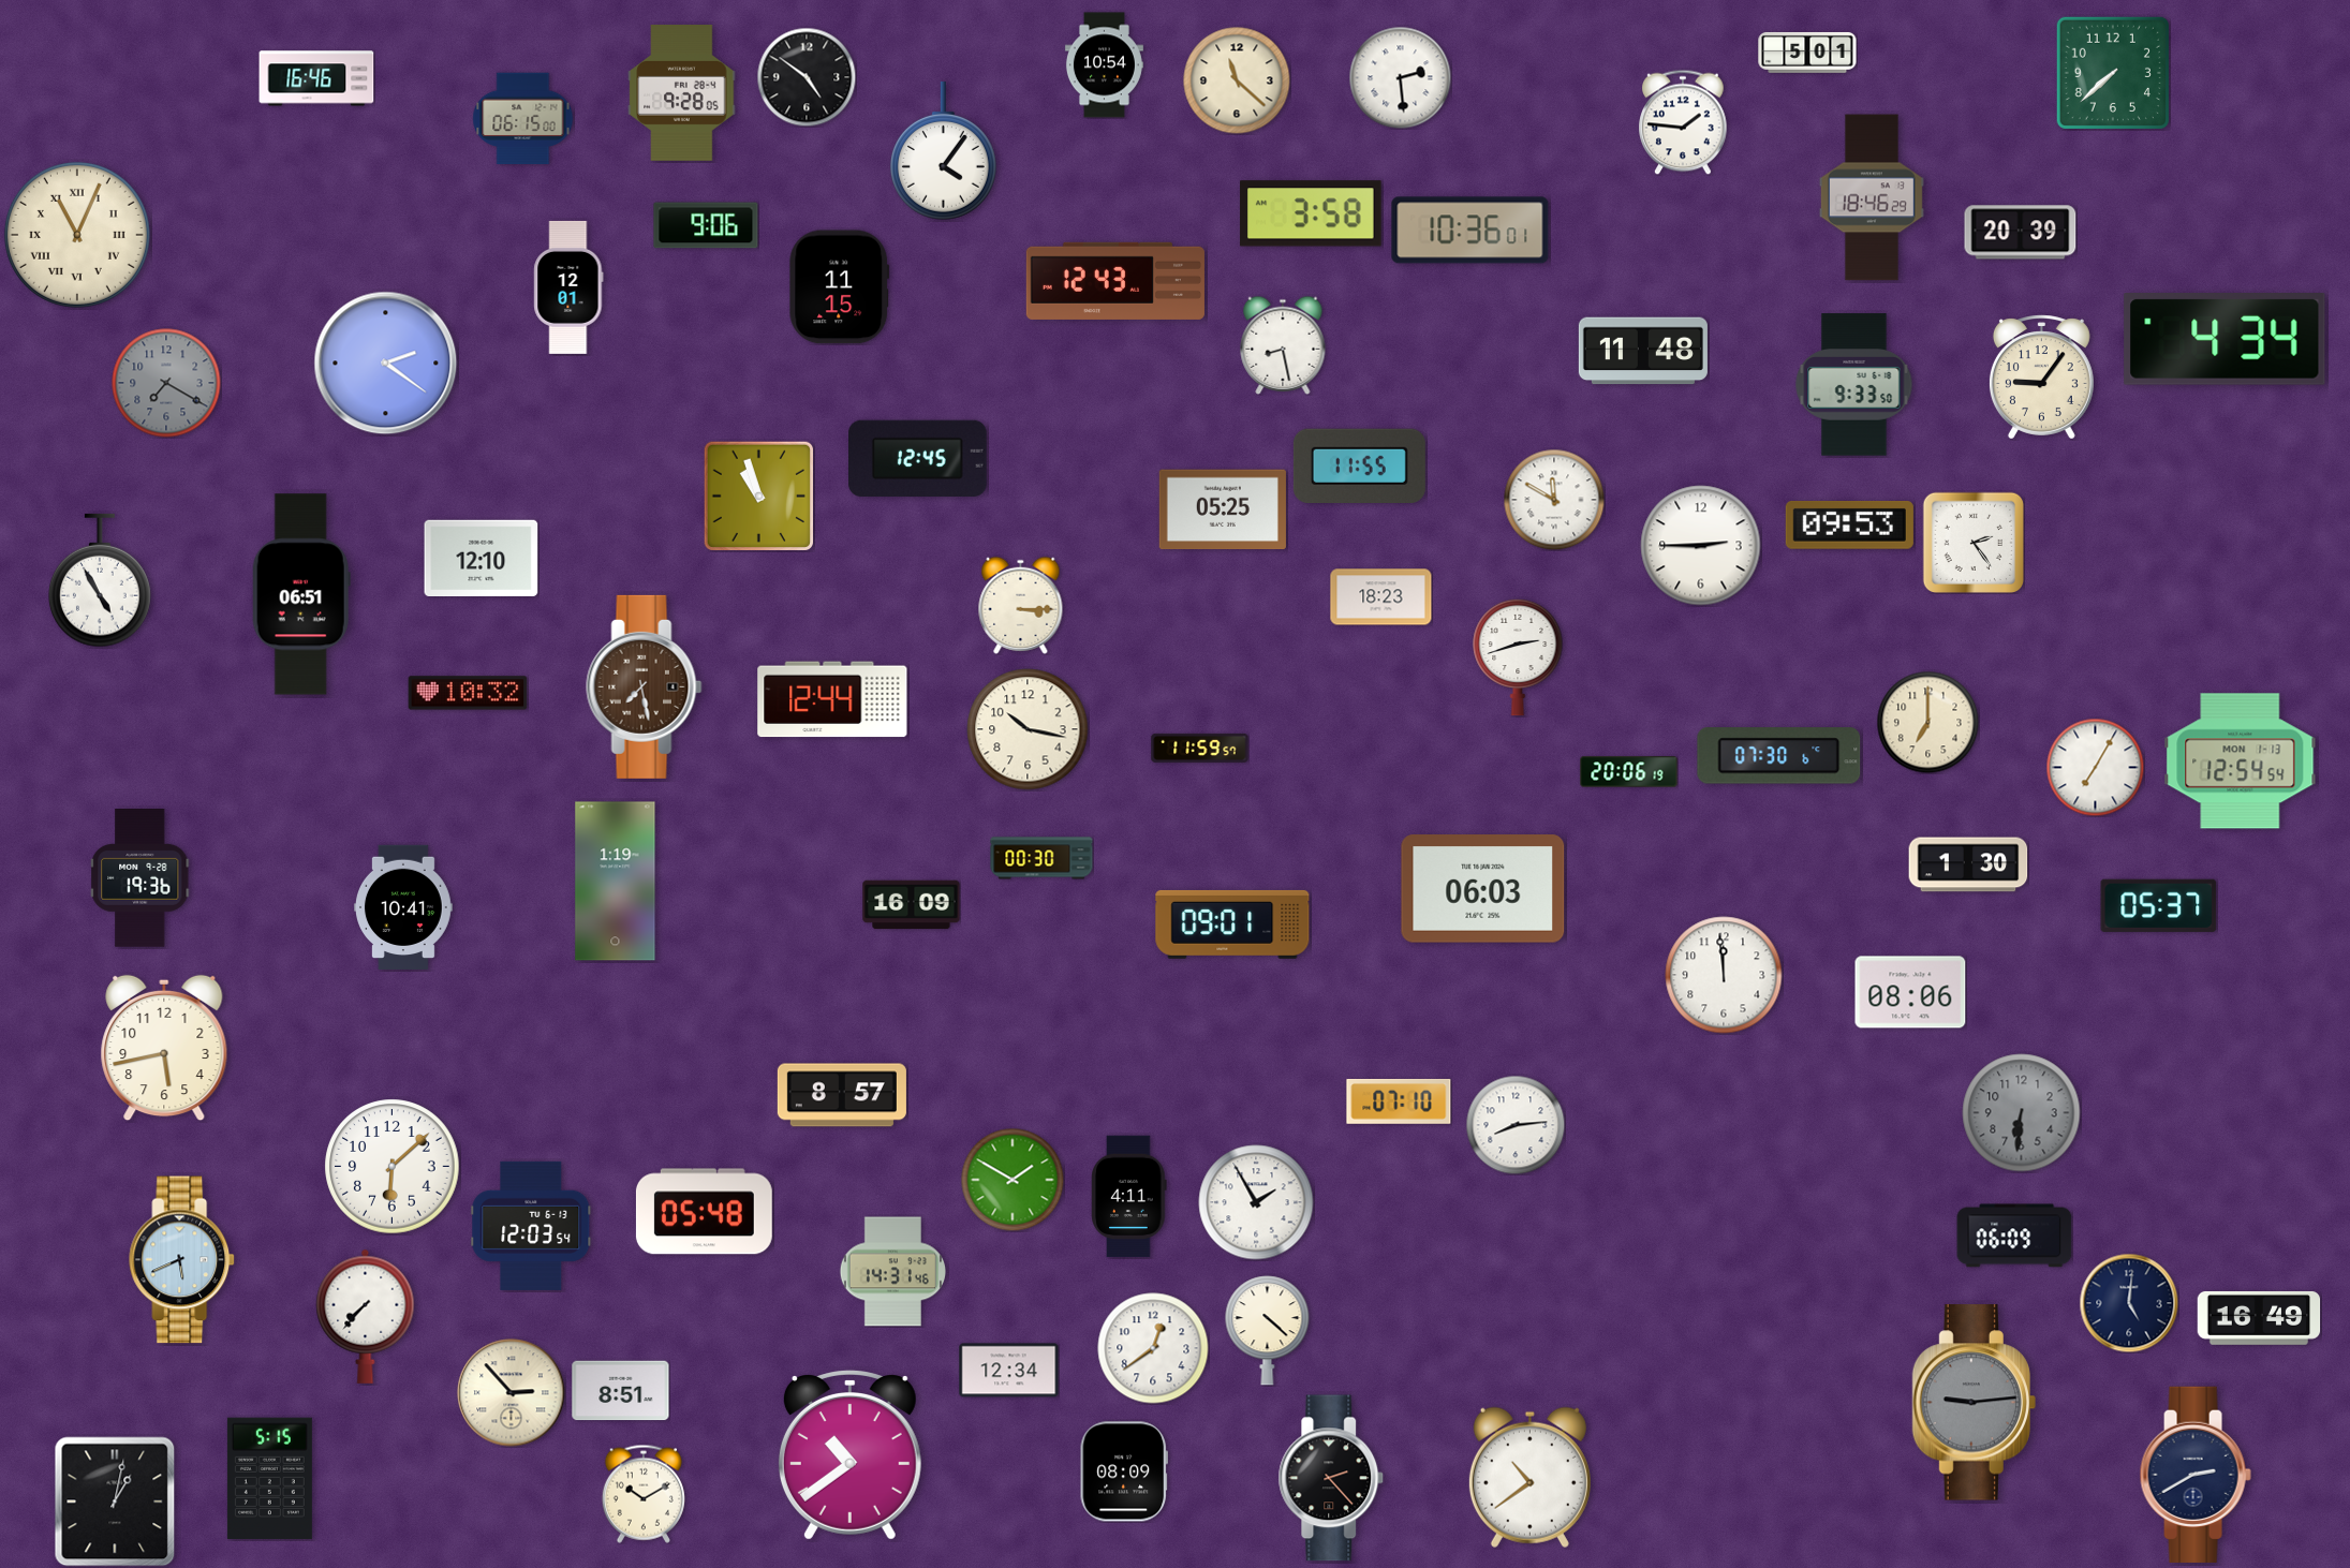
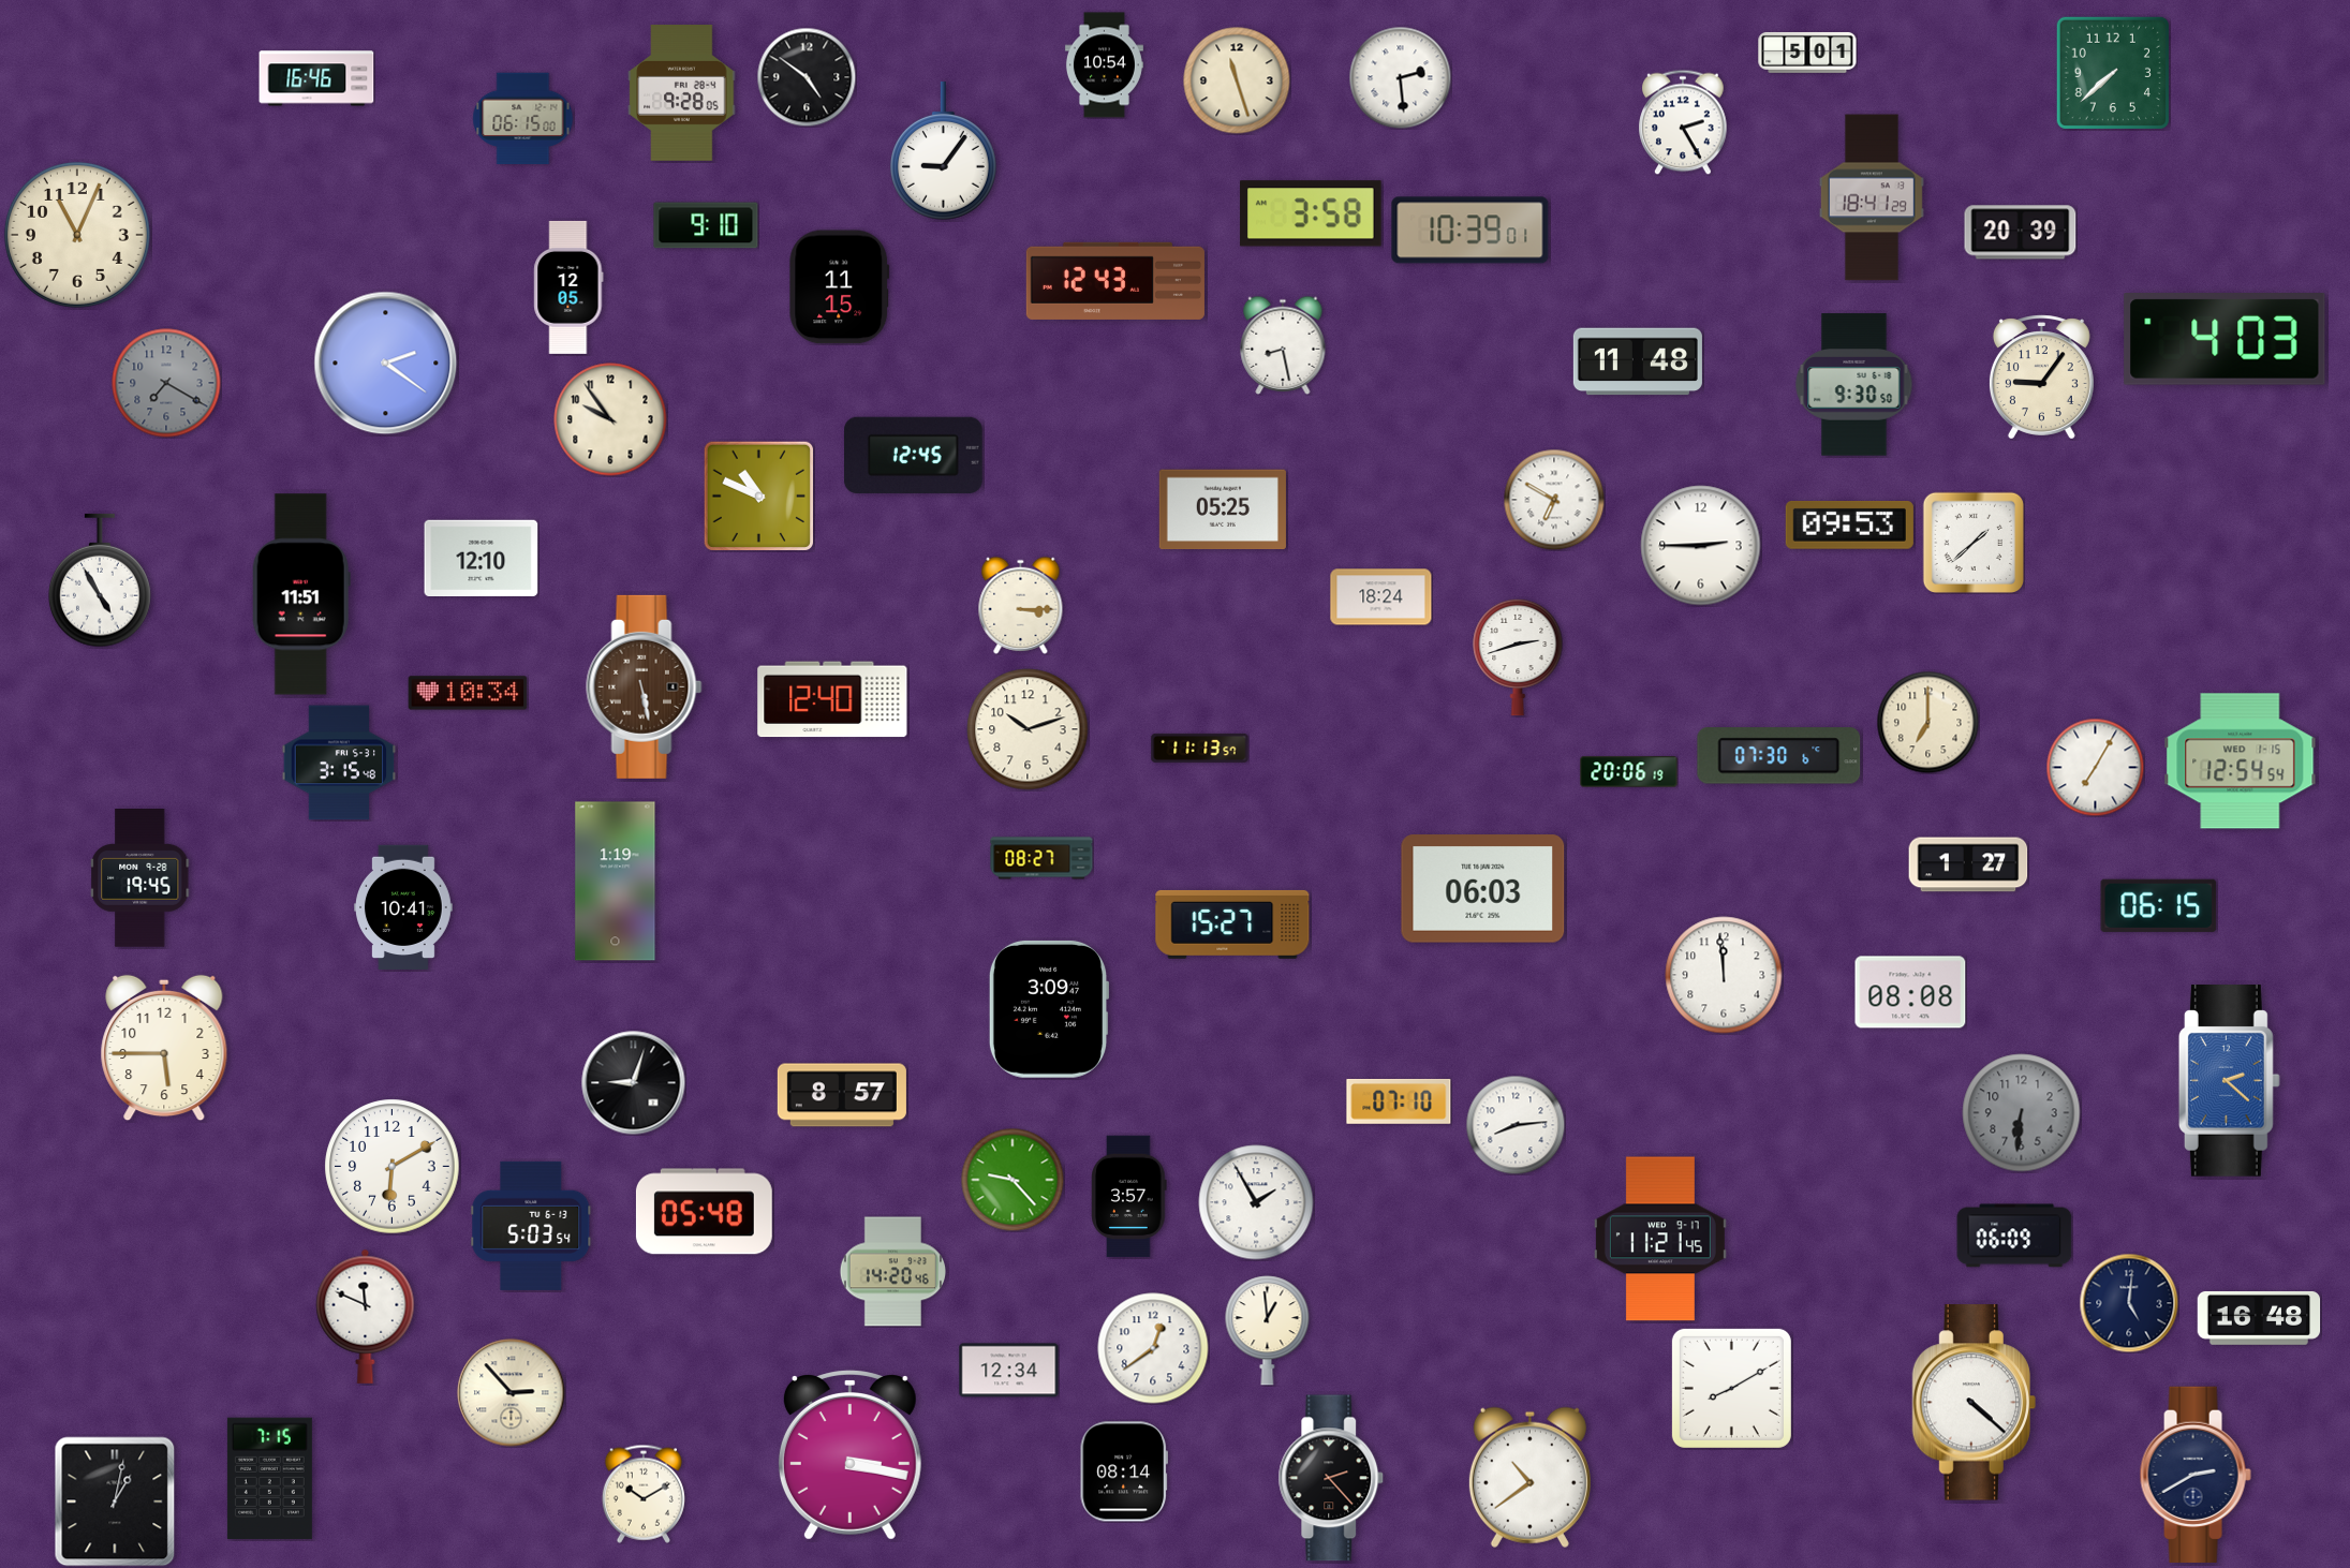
clock at (1237, 80): 11:22 -> 11:27
clock at (1683, 122): 1:46 -> 2:25
clock at (943, 151): 4:06 -> 9:06
clock at (1872, 197): 18:46 -> 18:41
clock at (706, 225): 9:06 -> 9:10
clock at (1470, 231): 10:36 -> 10:39
clock at (77, 235) numerals: Roman -> Arabic
clock at (568, 287): 12:01 -> 12:05
clock at (2225, 340): 4:34 -> 4:03
clock at (1643, 351) position: (1643, 351) -> (1638, 361)
clock at (1854, 385): 9:33 -> 9:30
clock at (610, 419): none -> 9:54
clock at (918, 458) position: (918, 458) -> (914, 455)
clock at (1359, 467): 11:55 -> none
clock at (758, 495): 10:57 -> 10:49
clock at (1554, 500): 11:50 -> 6:50
clock at (1972, 542): 2:24 -> 1:38
clock at (301, 594): 06:51 -> 11:51
clock at (1381, 597): 18:23 -> 18:24
clock at (645, 686): 7:28 -> 5:28
clock at (468, 693): 10:32 -> 10:34
clock at (832, 699): 12:44 -> 12:40
clock at (1028, 729): 10:17 -> 10:12
clock at (1200, 748): 11:59 -> 11:13
clock at (2241, 761) date: MON 1-13 -> WED 1-15
clock at (339, 763): none -> 3:15
clock at (1041, 858): 00:30 -> 08:27
clock at (1968, 864): 1:30 -> 1:27
clock at (141, 878): 19:36 -> 19:45
clock at (912, 905): 16:09 -> none
clock at (2159, 905): 05:37 -> 06:15
clock at (1232, 924): 09:01 -> 15:27
clock at (1910, 992): 08:06 -> 08:08
clock at (1049, 1009): none -> 3:09
clock at (164, 1048): 5:43 -> 5:45
clock at (2229, 1081): none -> 2:22
clock at (634, 1083): none -> 9:03
clock at (393, 1167): 6:08 -> 6:10
clock at (1013, 1180): 1:50 -> 9:23
clock at (1129, 1197): 4:11 -> 3:57
clock at (531, 1226): 12:03 -> 5:03
clock at (1660, 1239): none -> 11:21
clock at (182, 1260): 5:41 -> none
clock at (892, 1272): 14:31 -> 14:20
clock at (366, 1316): 7:37 -> 11:49
clock at (2259, 1318): 16:49 -> 16:48
clock at (1268, 1331): 4:22 -> 12:59
clock at (1731, 1388): none -> 8:10
clock at (621, 1391): 8:51 -> none
clock at (1974, 1403): 9:14 -> 4:22
clock at (1974, 1403) dial: grey -> white
clock at (849, 1455): 10:39 -> 3:17
clock at (1123, 1471): 08:09 -> 08:14
clock at (269, 1479): 5:15 -> 7:15
